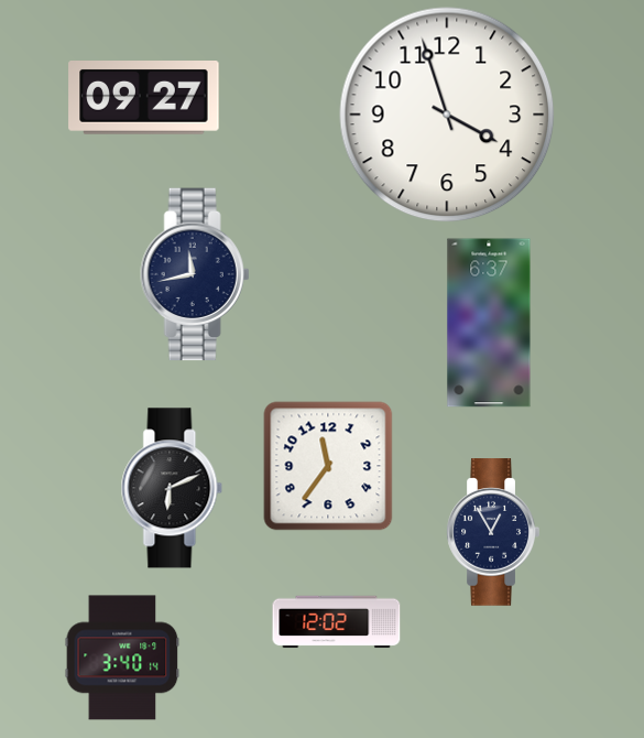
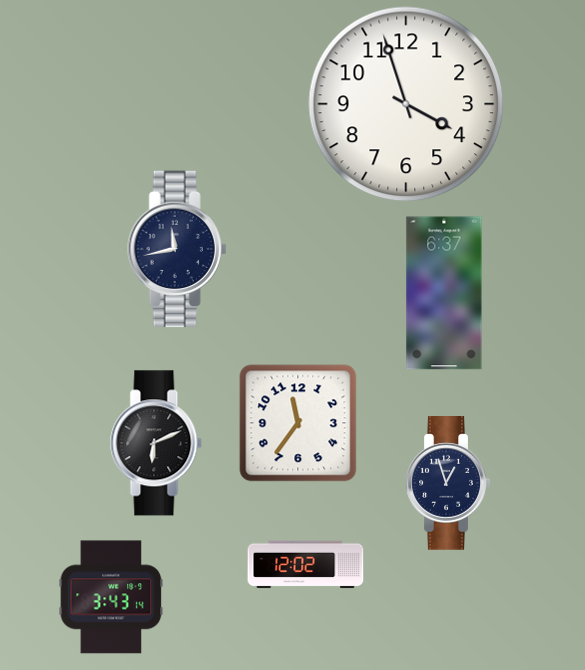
clock at (144, 98): 09:27 -> none
clock at (493, 533): 12:55 -> 12:57
clock at (122, 658): 3:40 -> 3:43
